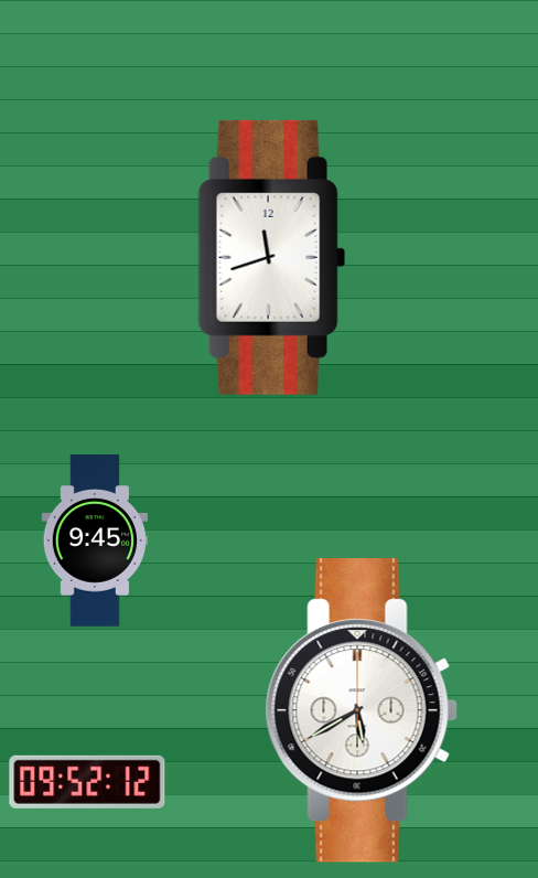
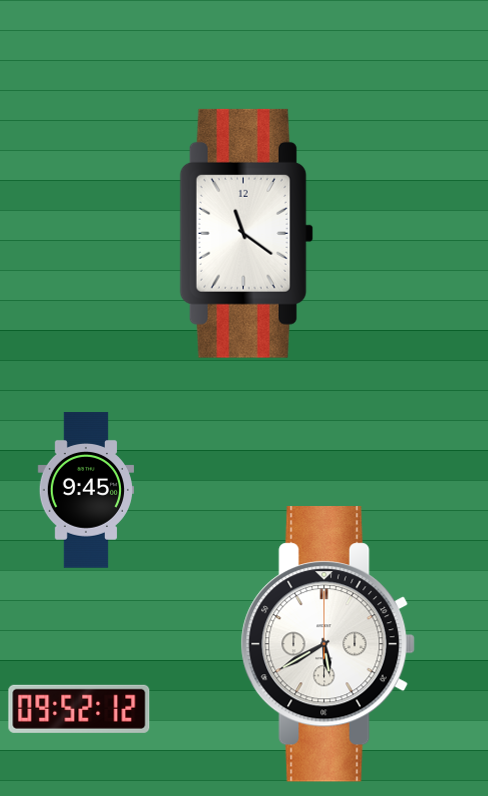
clock at (272, 257): 11:42 -> 11:21
